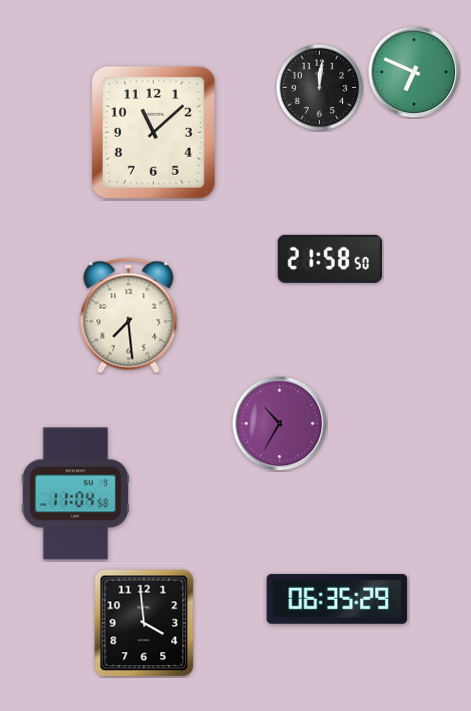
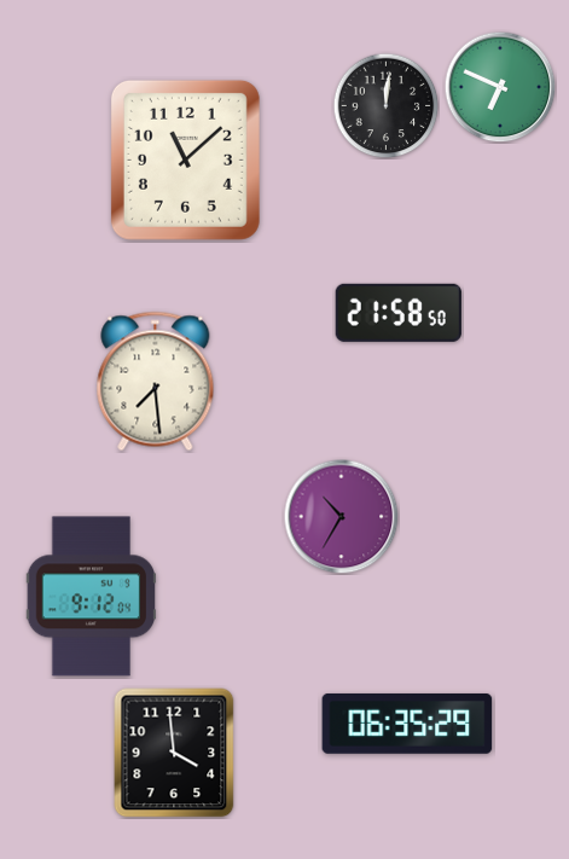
clock at (279, 423) position: (279, 423) -> (341, 516)
clock at (76, 494): 11:04 -> 9:12
